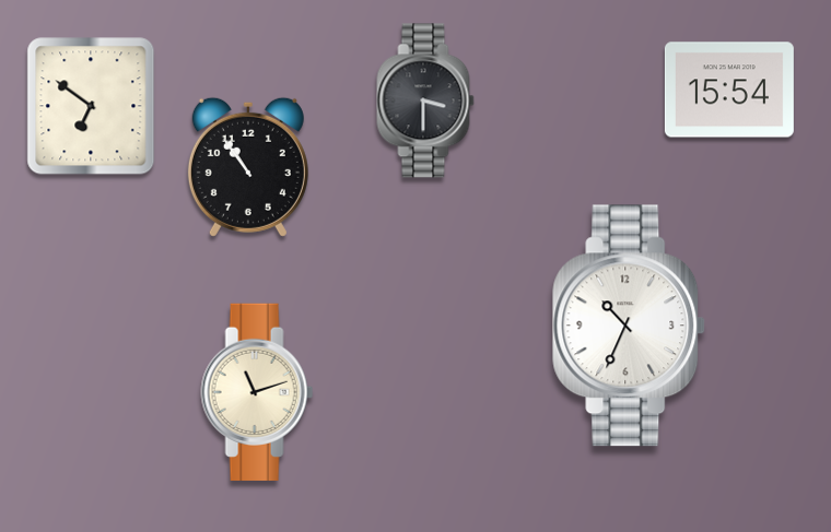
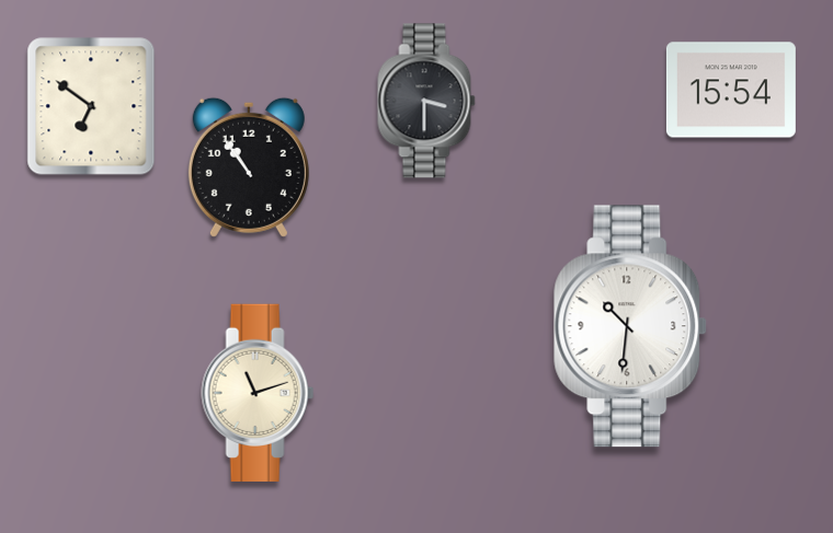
clock at (630, 326): 10:34 -> 10:31
